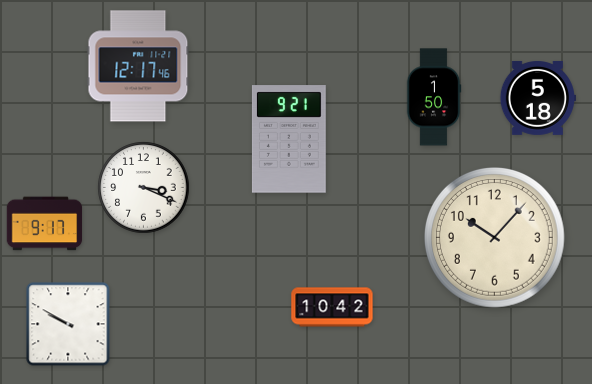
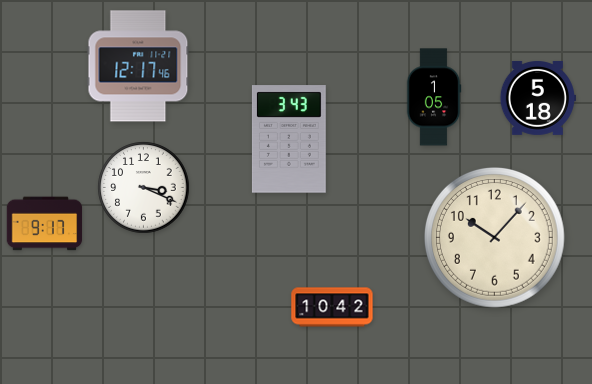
clock at (434, 97): 1:50 -> 1:05
clock at (289, 139): 9:21 -> 3:43
clock at (68, 324): 9:50 -> none
